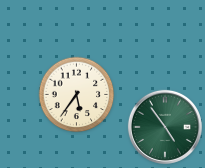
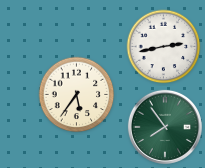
clock at (164, 47): none -> 2:43
clock at (165, 127): 4:54 -> 7:54
